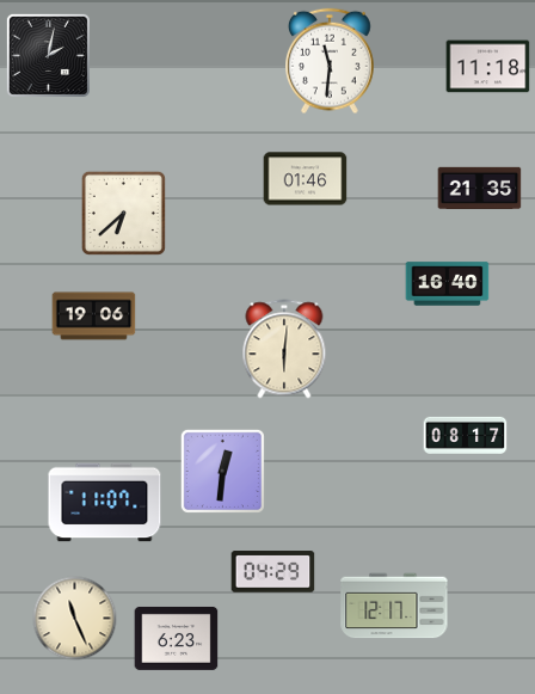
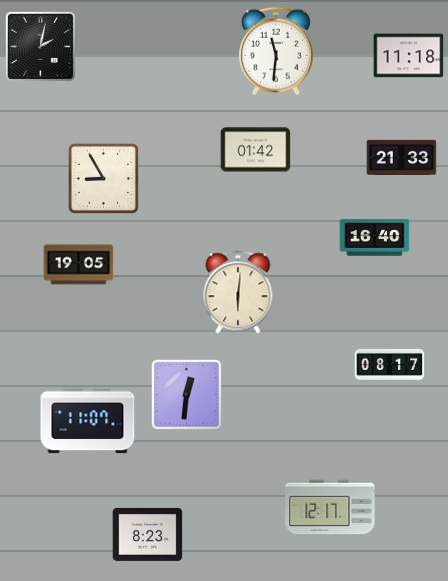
clock at (306, 179): 01:46 -> 01:42
clock at (480, 188): 21:35 -> 21:33
clock at (123, 213): 6:38 -> 8:55
clock at (94, 317): 19:06 -> 19:05
clock at (273, 572): 04:29 -> none
clock at (75, 619): 11:26 -> none
clock at (177, 638): 6:23 -> 8:23
